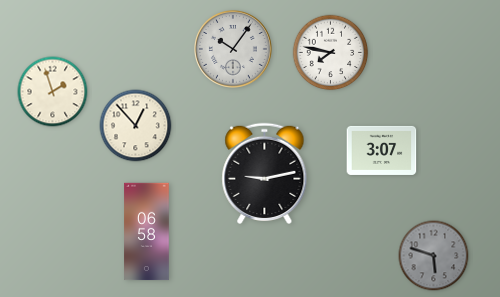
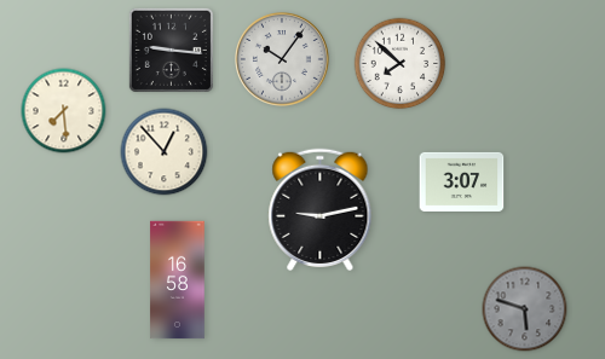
clock at (171, 50): none -> 9:16
clock at (331, 53): 7:47 -> 7:52
clock at (53, 92): 1:57 -> 7:29
clock at (147, 232): 06:58 -> 16:58
